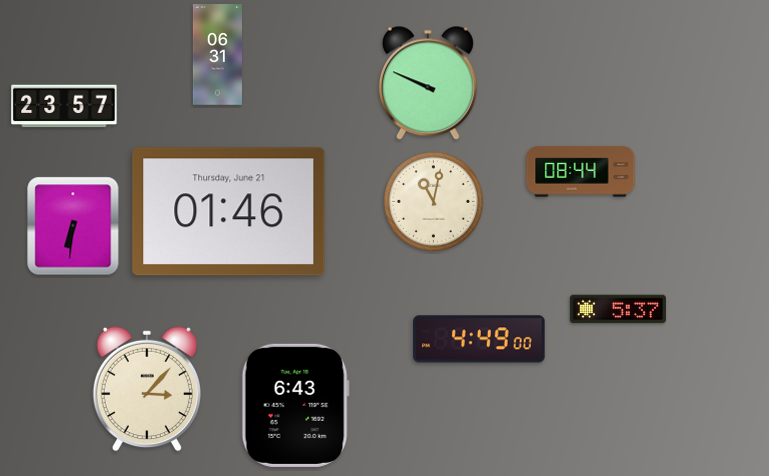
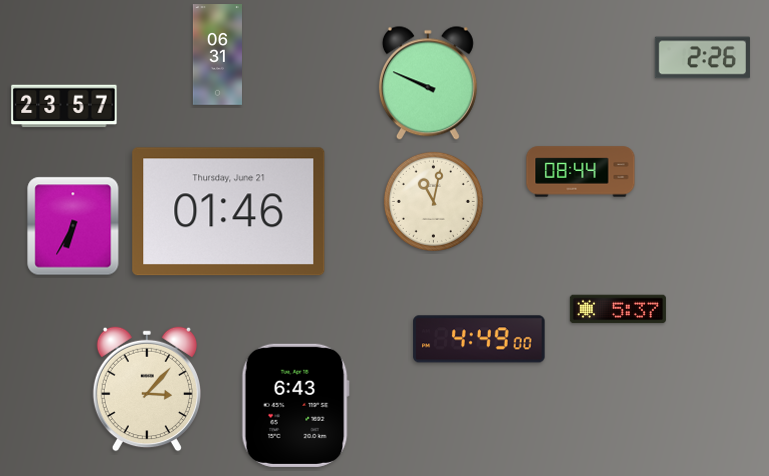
clock at (702, 58): none -> 2:26
clock at (73, 226): 6:31 -> 6:35
